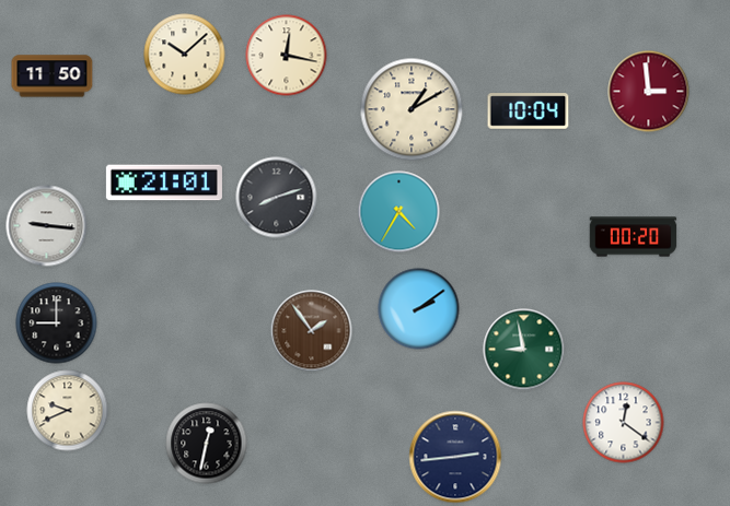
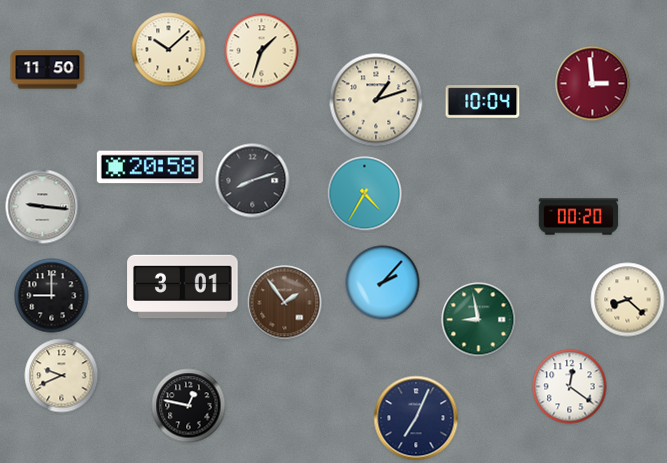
clock at (287, 56): 12:17 -> 1:33
clock at (412, 109): 1:10 -> 1:12
clock at (164, 183): 21:01 -> 20:58
clock at (419, 309): 2:09 -> 2:07
clock at (183, 287): none -> 3:01
clock at (628, 300): none -> 8:22
clock at (207, 444): 12:32 -> 12:47
clock at (455, 457): 2:44 -> 7:04
